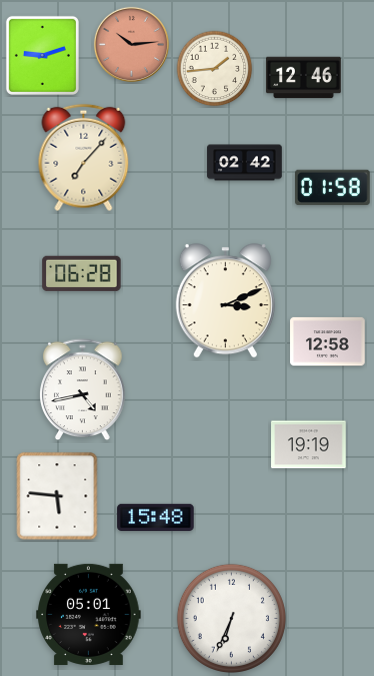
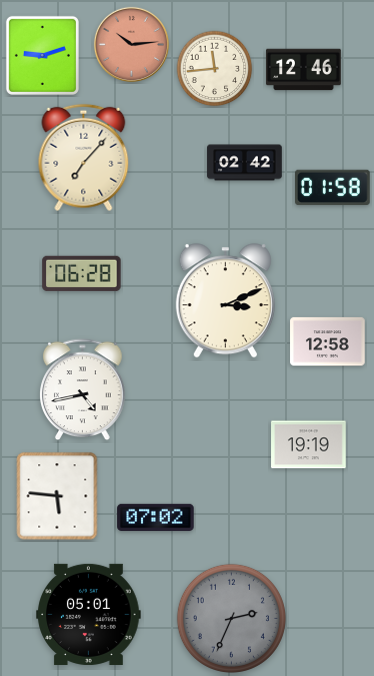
clock at (215, 69): 1:44 -> 11:44
clock at (304, 78) position: (304, 78) -> (304, 70)
clock at (156, 517): 15:48 -> 07:02
clock at (231, 618): 6:34 -> 2:34
clock at (231, 618) dial: white -> grey
